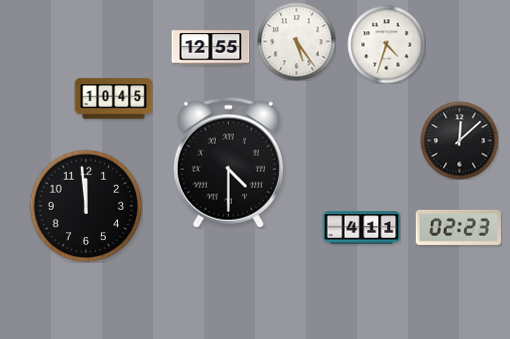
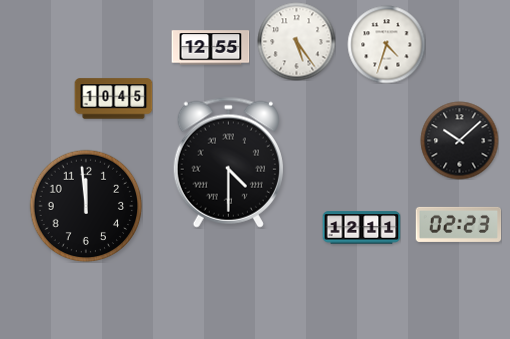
clock at (459, 140): 12:08 -> 10:08
clock at (458, 227) position: (458, 227) -> (458, 224)
clock at (361, 228): 4:11 -> 12:11
